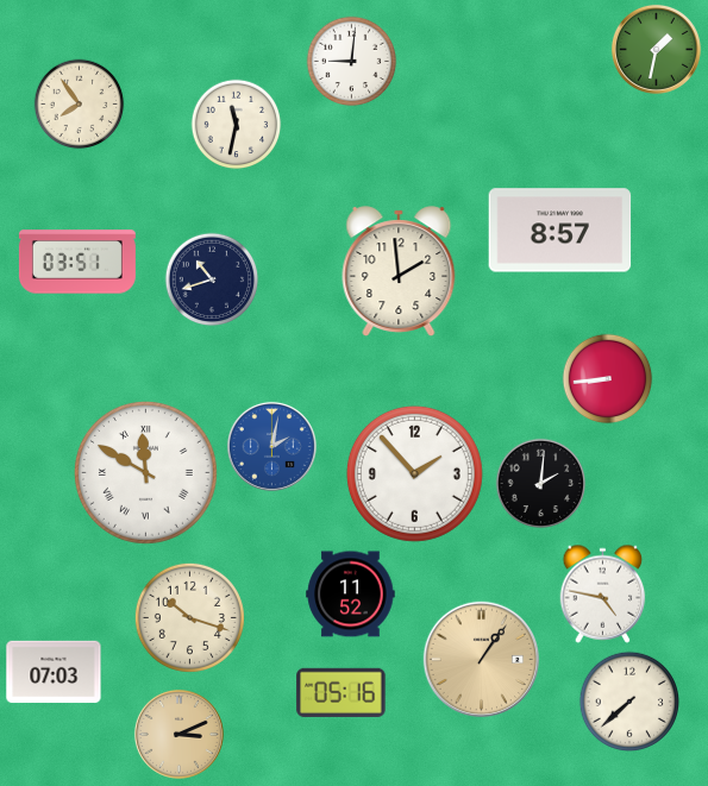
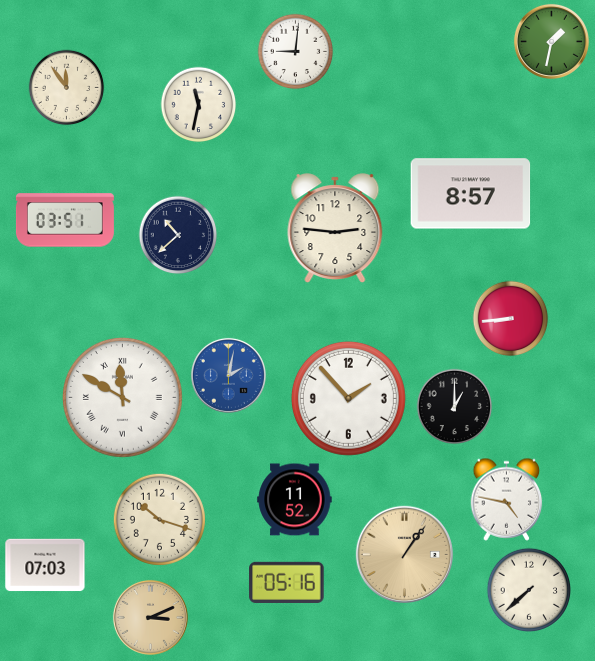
clock at (80, 105): 7:54 -> 11:54
clock at (399, 271): 1:59 -> 2:46
clock at (212, 279): 10:42 -> 10:38
clock at (541, 484): 2:01 -> 1:00
